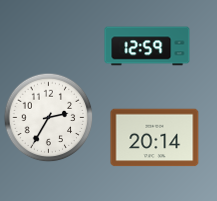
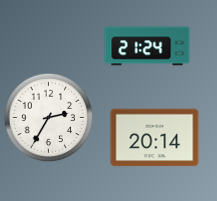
clock at (147, 46): 12:59 -> 21:24
